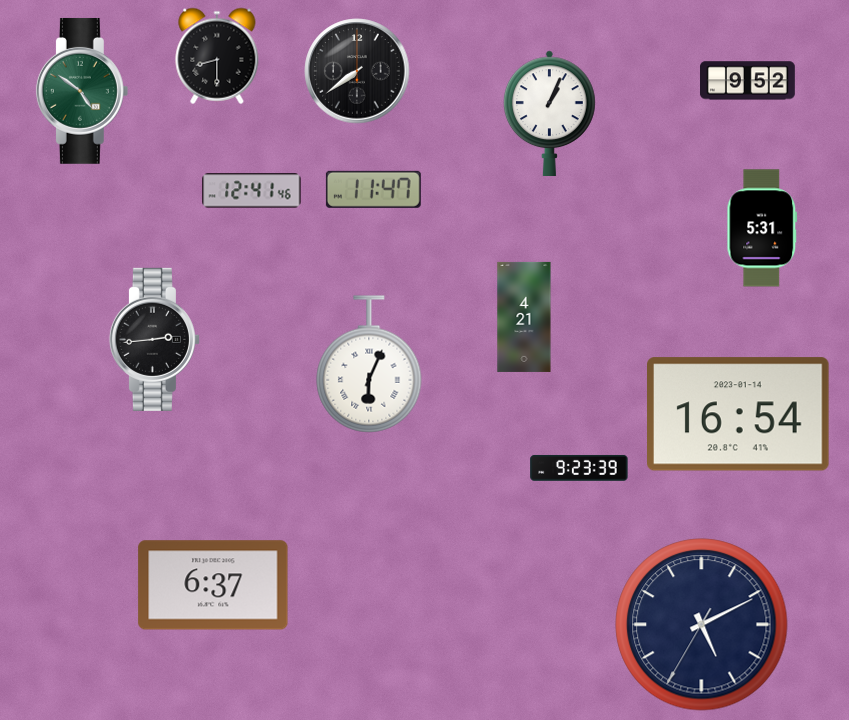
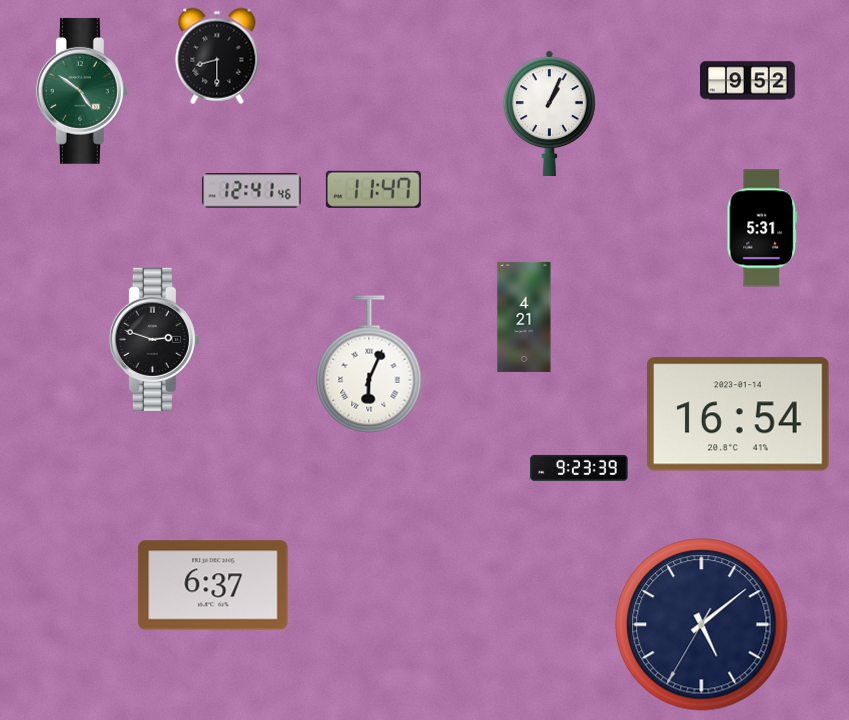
clock at (357, 71): 7:39 -> none
clock at (154, 339): 2:44 -> 2:48
clock at (702, 625): 5:10 -> 5:08
